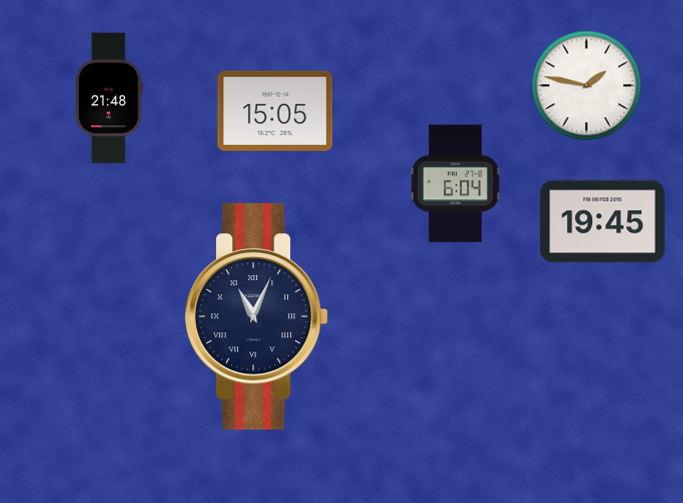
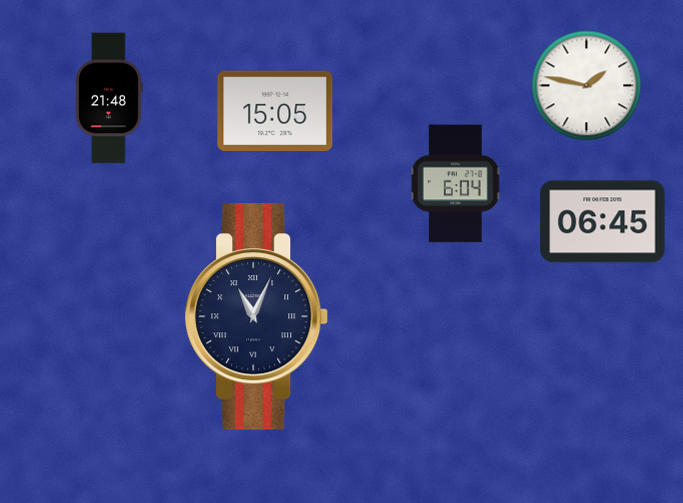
clock at (603, 222): 19:45 -> 06:45
